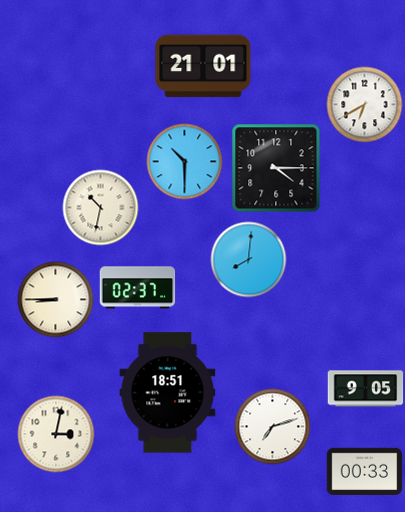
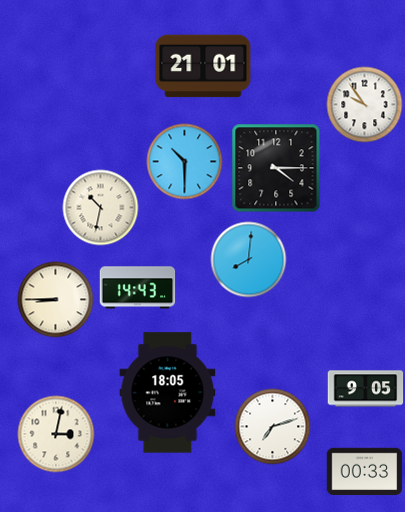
clock at (365, 105): 6:40 -> 9:54
clock at (138, 288): 02:37 -> 14:43
clock at (168, 393): 18:51 -> 18:05
